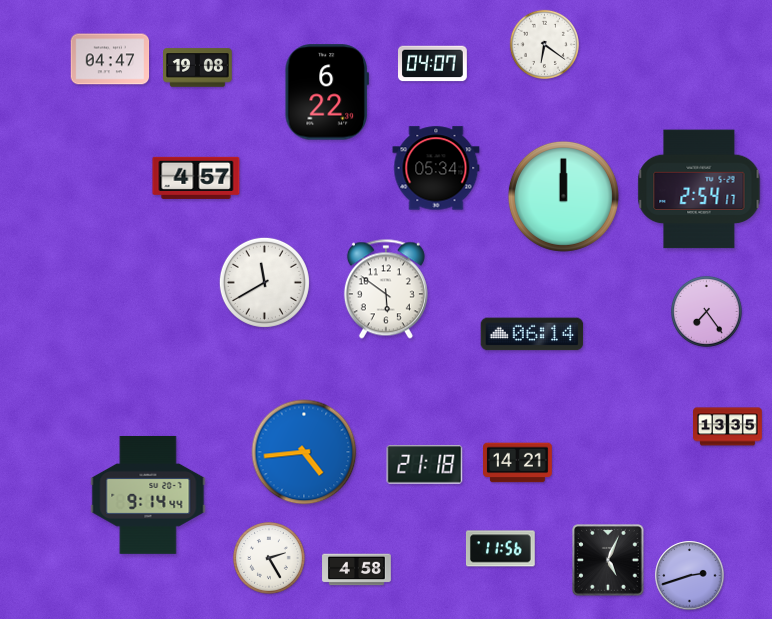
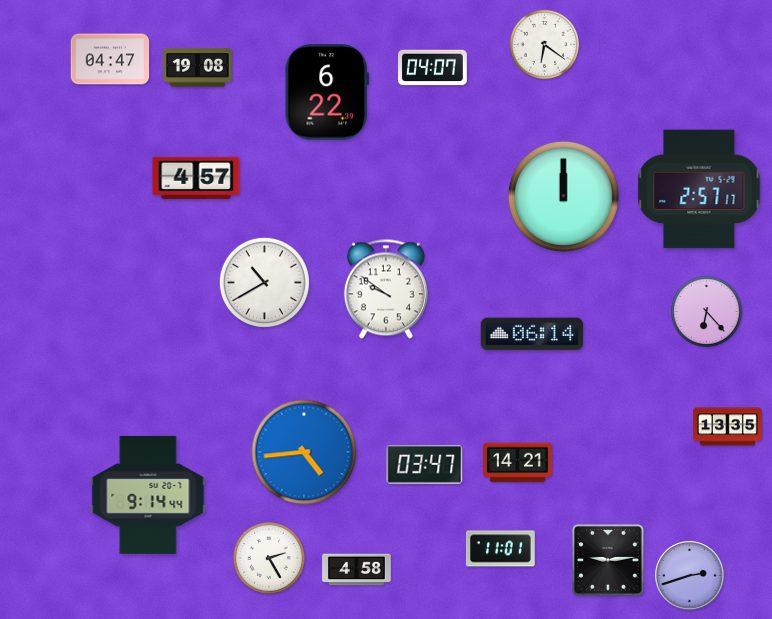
clock at (433, 64) position: (433, 64) -> (433, 68)
clock at (436, 168): 05:34 -> none
clock at (699, 189): 2:54 -> 2:57
clock at (264, 282): 11:40 -> 10:40
clock at (386, 289): 5:51 -> 9:51
clock at (706, 311): 7:24 -> 6:23
clock at (425, 465): 21:18 -> 03:47
clock at (500, 549): 11:56 -> 11:01
clock at (609, 561): 5:04 -> 9:14
